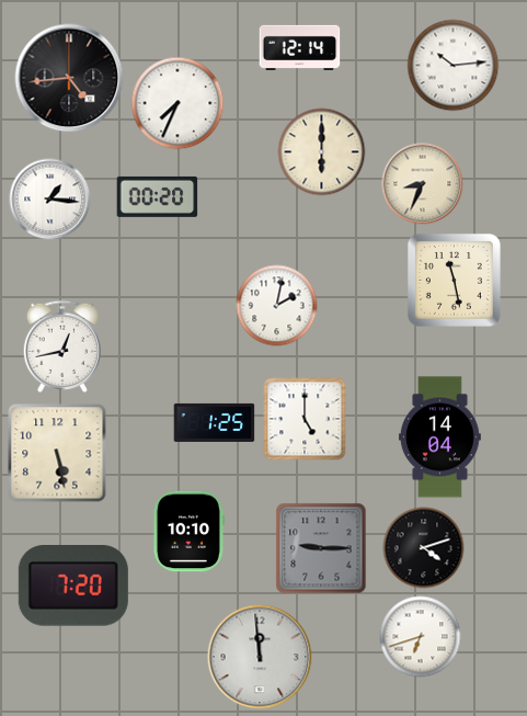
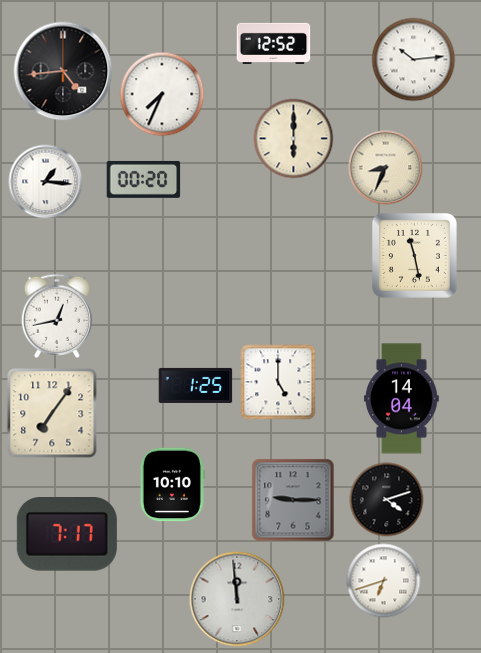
clock at (300, 47): 12:14 -> 12:52
clock at (277, 306): 2:02 -> none
clock at (57, 453): 5:28 -> 7:06
clock at (73, 587): 7:20 -> 7:17
